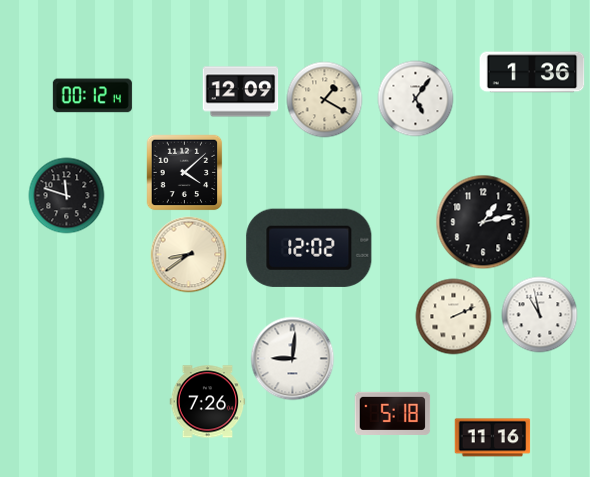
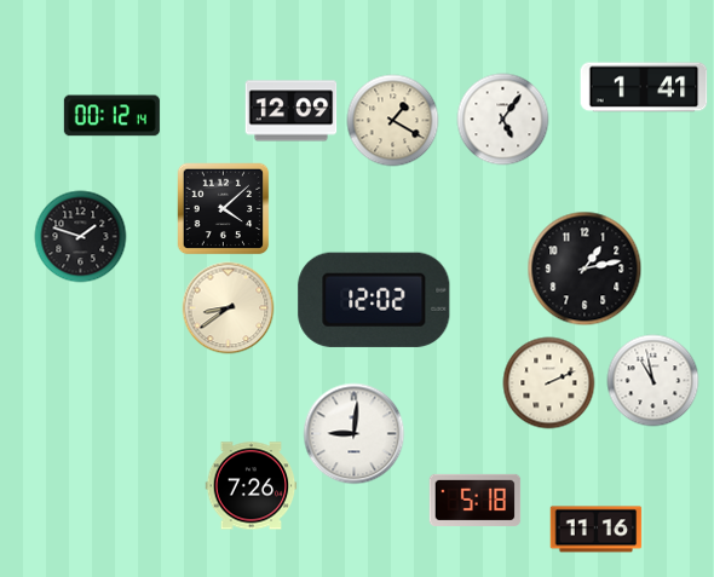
clock at (532, 72): 1:36 -> 1:41
clock at (67, 196): 11:48 -> 1:48
